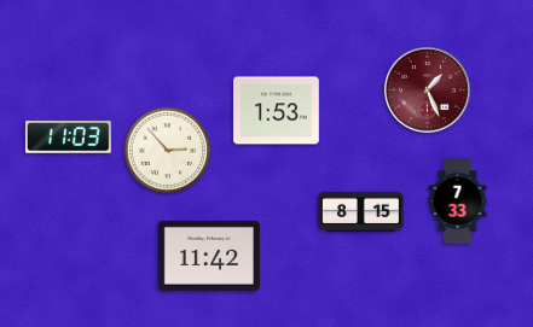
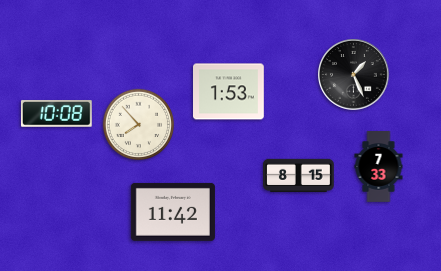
clock at (428, 90) dial: burgundy -> black
clock at (68, 138): 11:03 -> 10:08
clock at (168, 151): 2:53 -> 7:53
